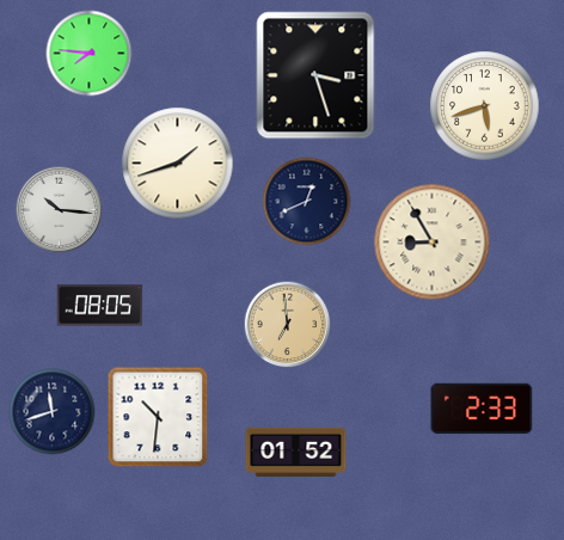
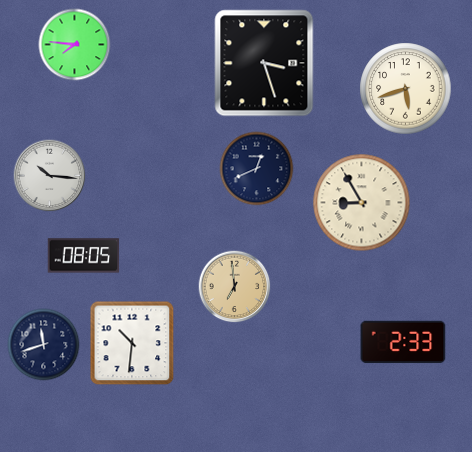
clock at (178, 164): 1:42 -> none
clock at (288, 325) position: (288, 325) -> (235, 287)
clock at (158, 417) position: (158, 417) -> (132, 343)
clock at (296, 452): 01:52 -> none
